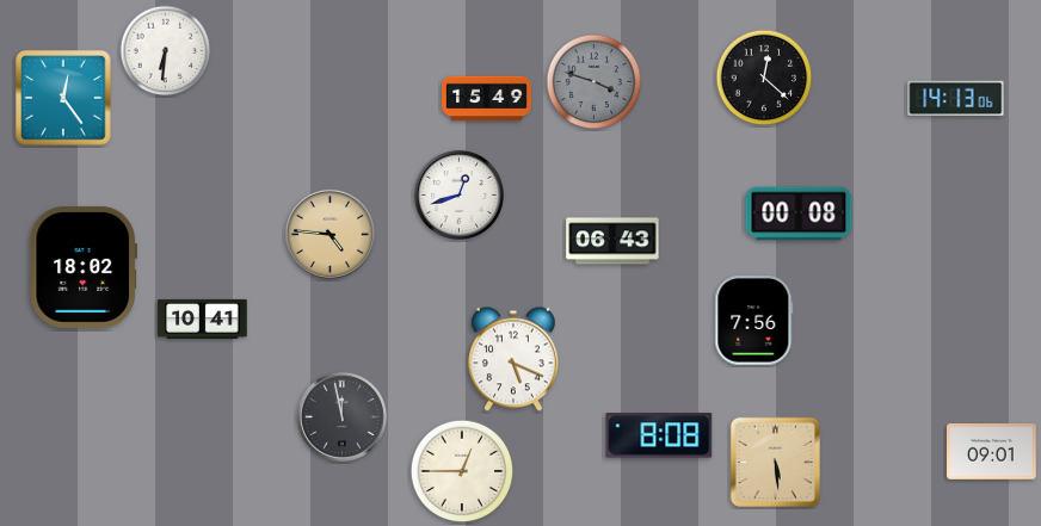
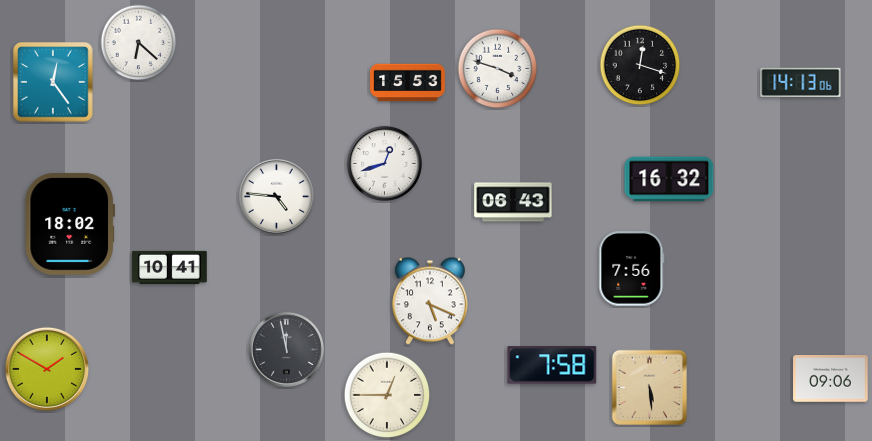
clock at (166, 51): 6:31 -> 6:22
clock at (764, 78): 12:22 -> 12:18
clock at (595, 82) dial: grey -> white
clock at (487, 99): 15:49 -> 15:53
clock at (799, 214): 00:08 -> 16:32
clock at (329, 234) dial: champagne -> white
clock at (659, 435): 8:08 -> 7:58
clock at (46, 368): none -> 1:50
clock at (992, 452): 09:01 -> 09:06
